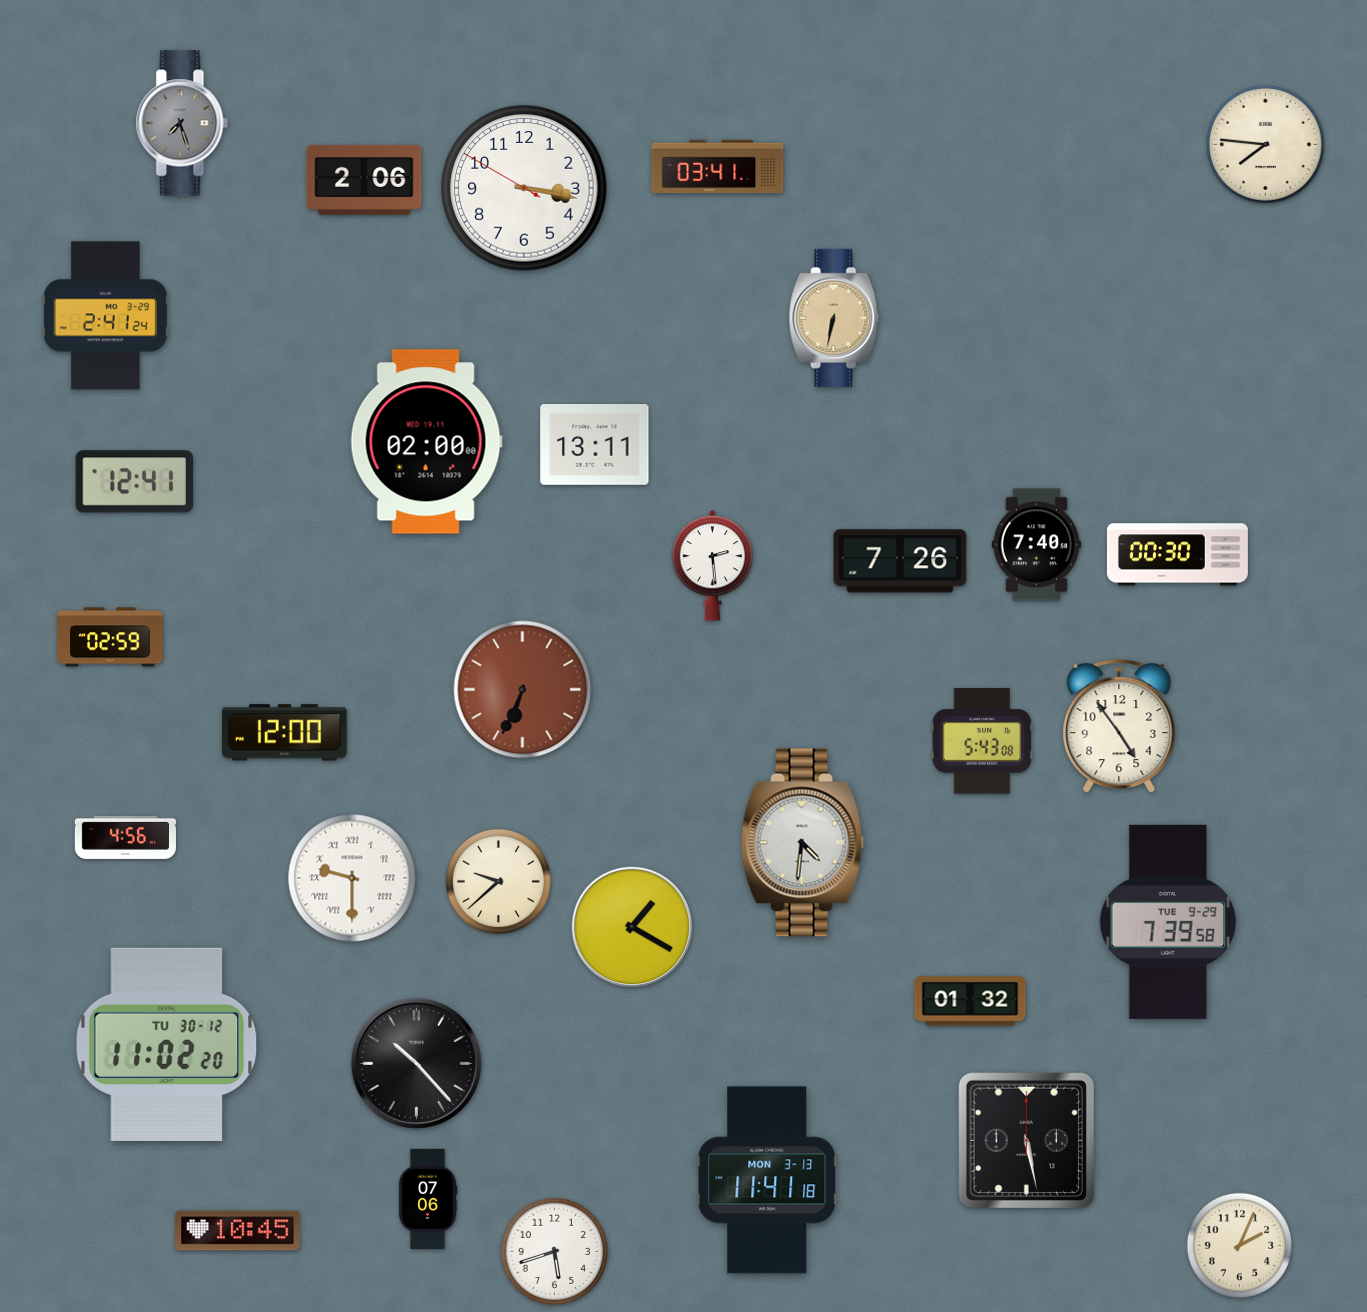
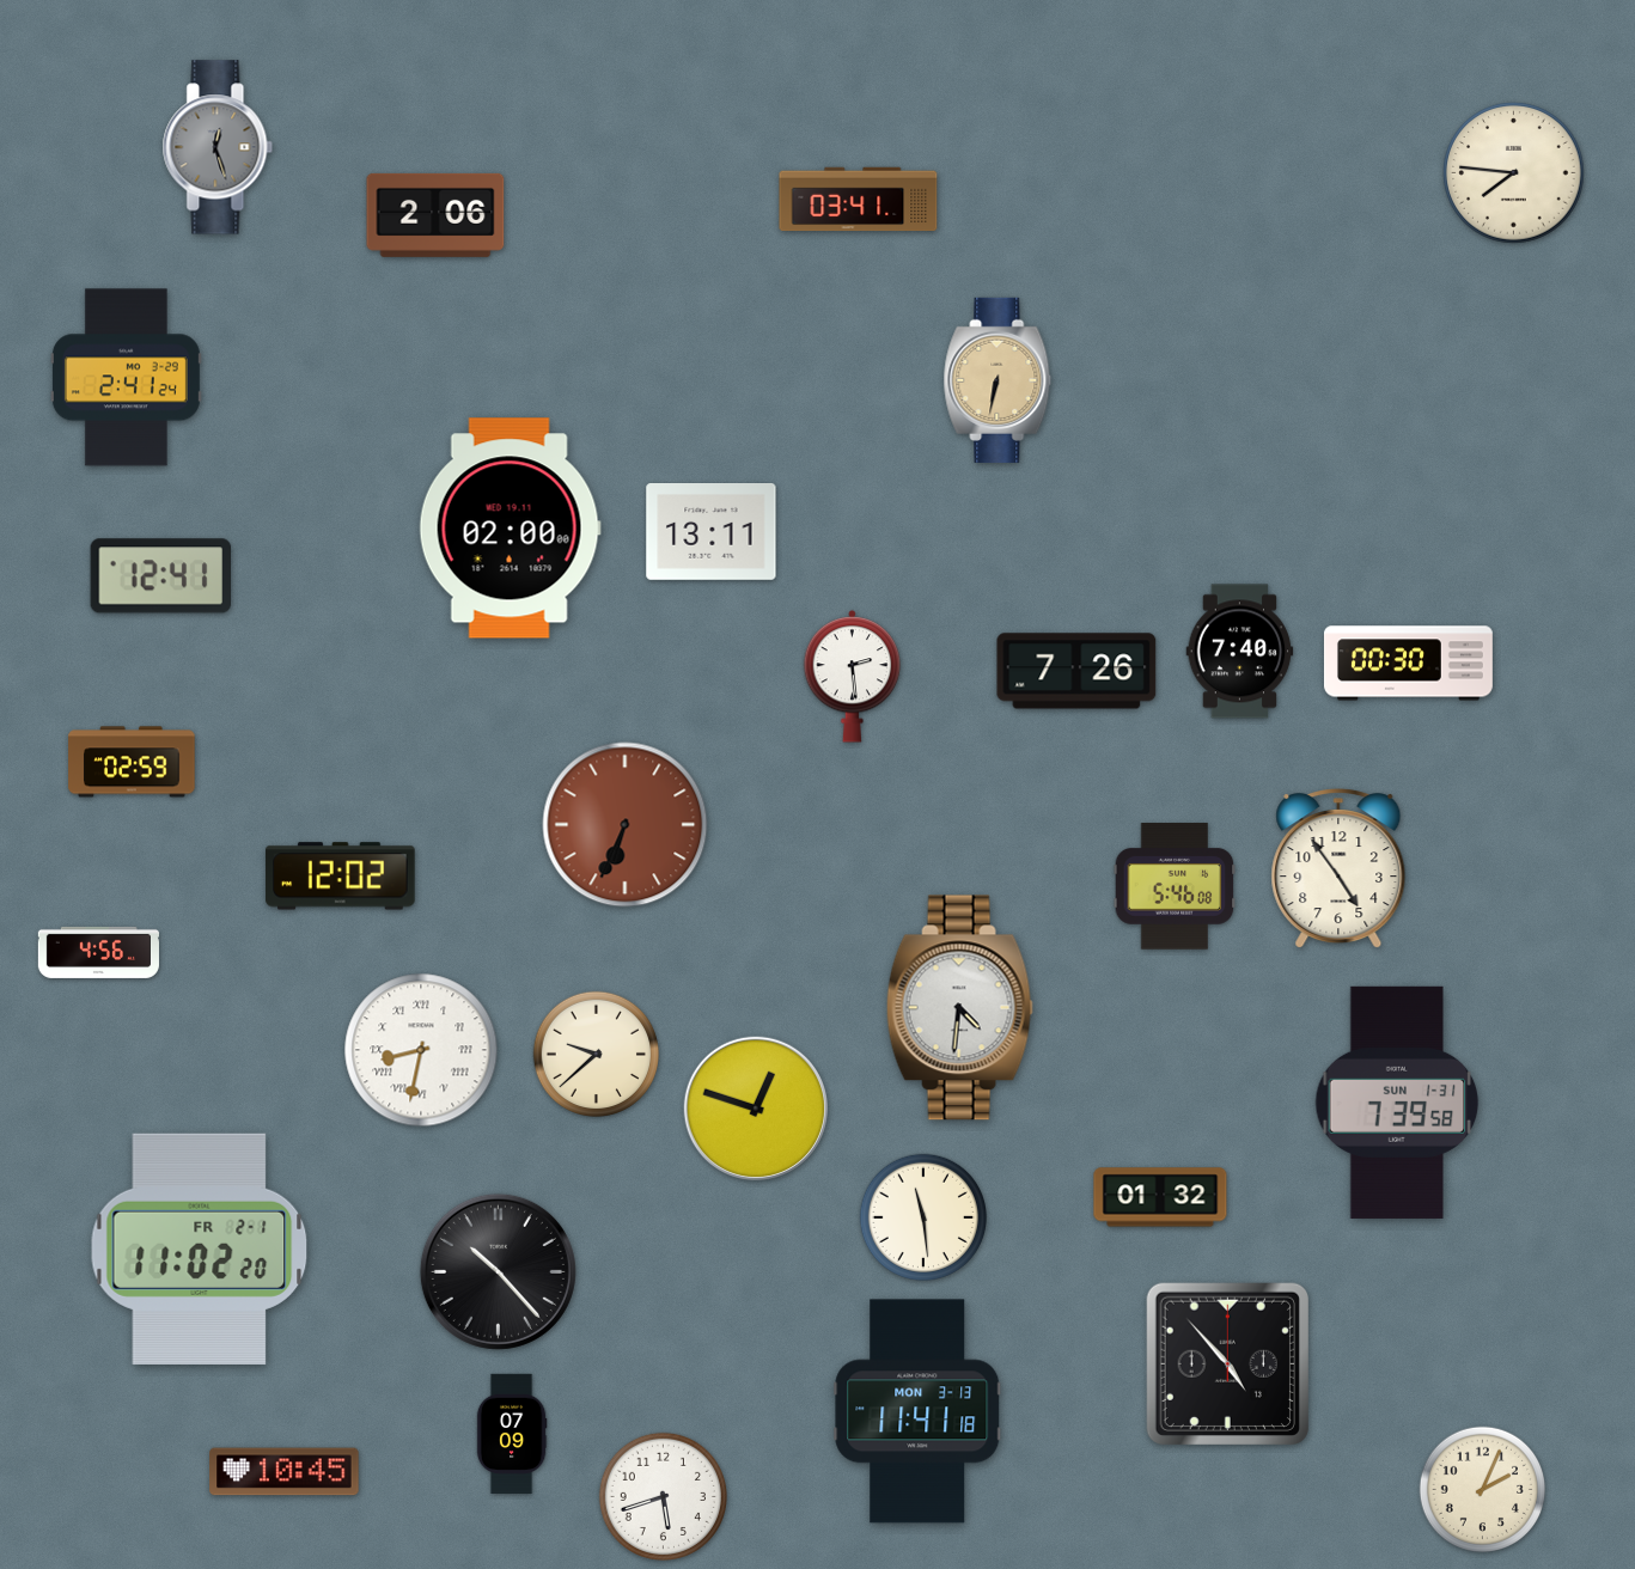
clock at (182, 123): 7:27 -> 12:27
clock at (524, 188): 3:16 -> none
clock at (285, 733): 12:00 -> 12:02
clock at (982, 741): 5:43 -> 5:46
clock at (125, 837) position: (125, 837) -> (98, 952)
clock at (352, 878): 9:30 -> 8:32
clock at (1168, 922) date: TUE 9-29 -> SUN 1-31
clock at (631, 926): 1:20 -> 12:48
clock at (922, 1216): none -> 11:29
clock at (167, 1044) date: TU 30-12 -> FR 2-1
clock at (1026, 1140): 5:28 -> 4:53
clock at (428, 1199): 07:06 -> 07:09
